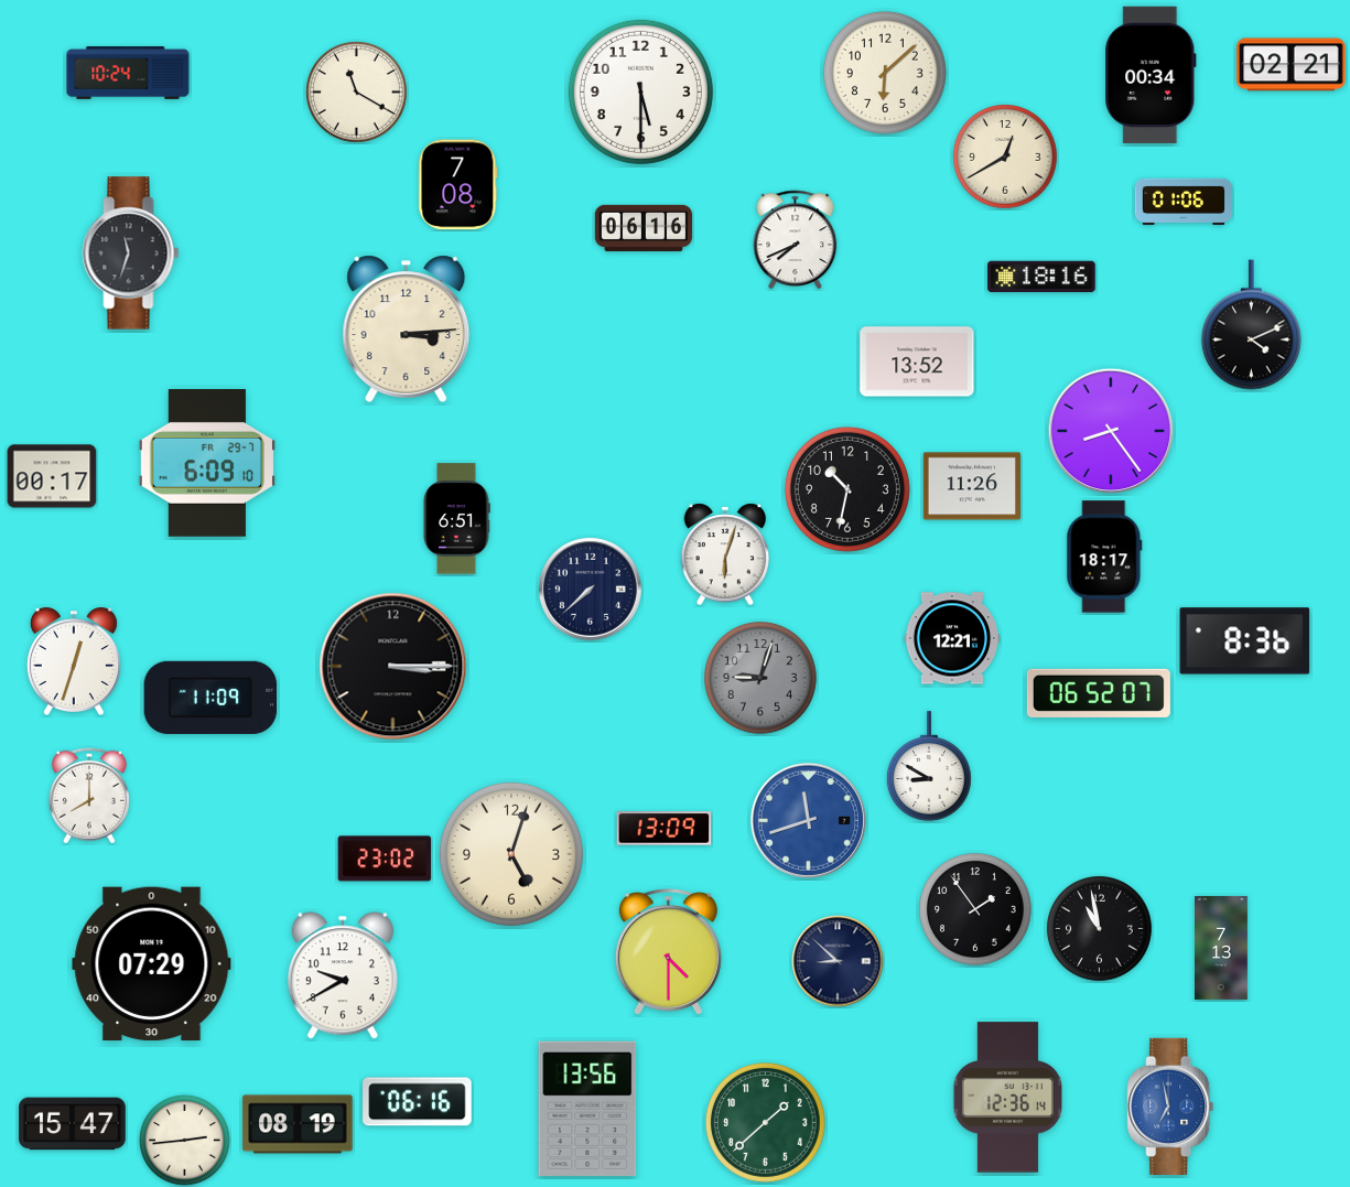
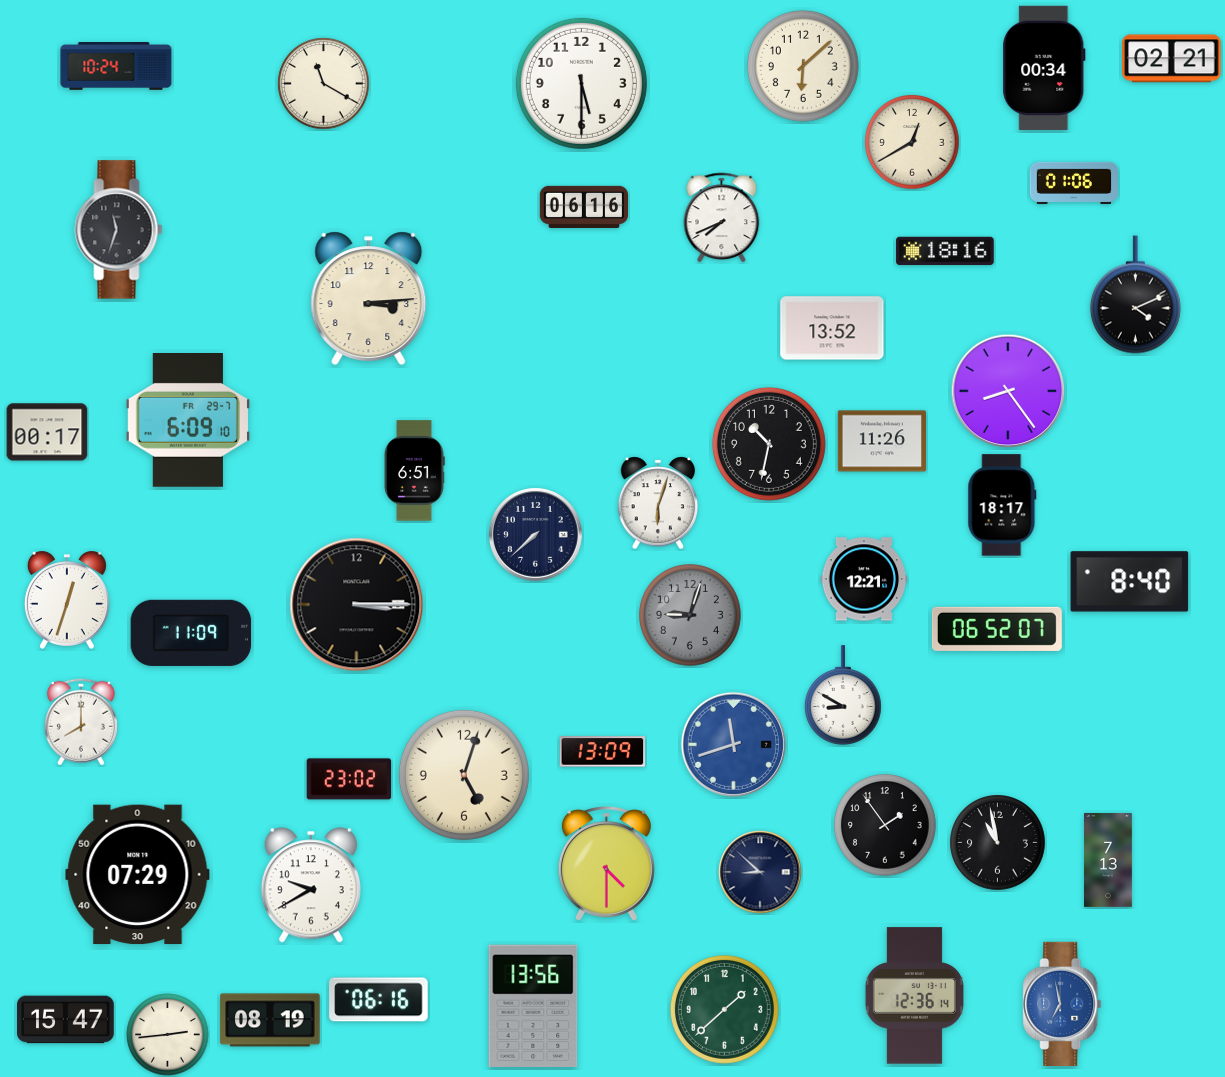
clock at (458, 185): 7:08 -> none
clock at (1245, 641): 8:36 -> 8:40
clock at (765, 1122) position: (765, 1122) -> (724, 1009)
